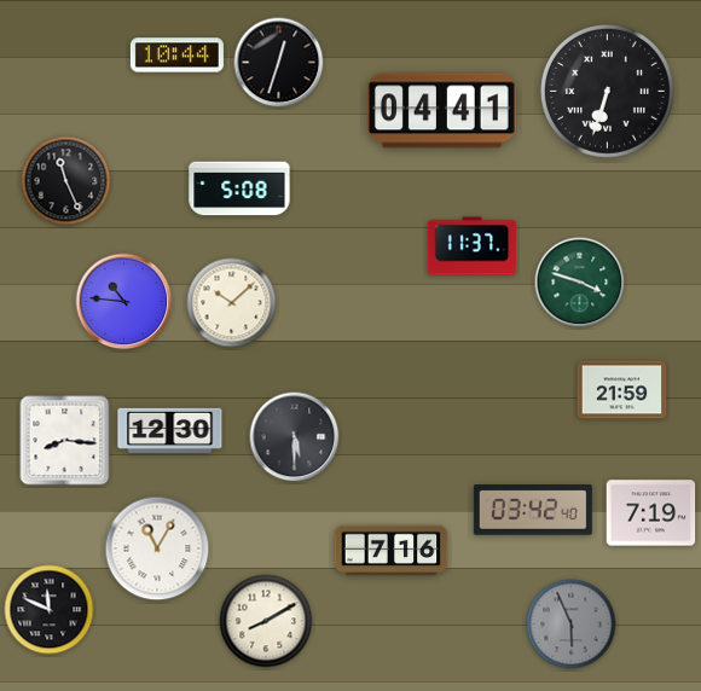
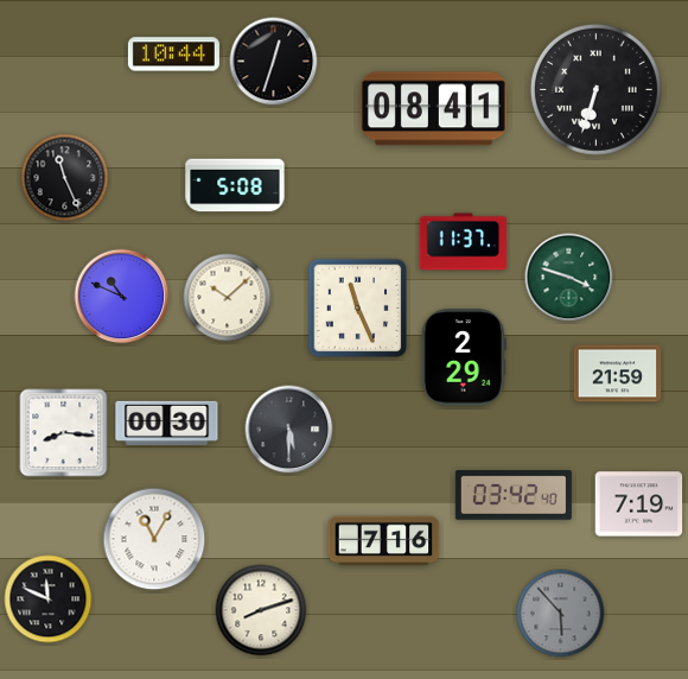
clock at (441, 111): 04:41 -> 08:41
clock at (124, 302): 10:46 -> 10:49
clock at (358, 309): none -> 11:26
clock at (464, 357): none -> 2:29
clock at (622, 390) position: (622, 390) -> (618, 374)
clock at (170, 430): 12:30 -> 00:30
clock at (533, 511) position: (533, 511) -> (514, 496)
clock at (266, 621): 8:10 -> 8:12
clock at (572, 625): 5:56 -> 5:53
